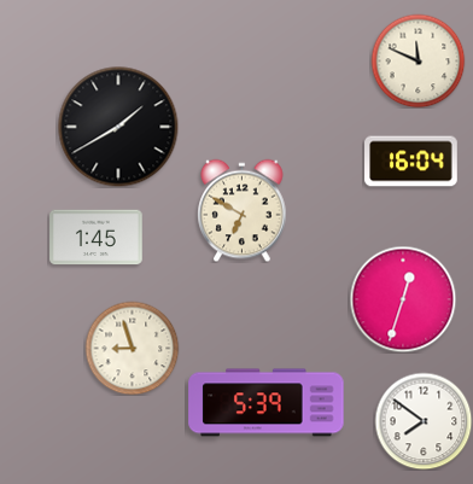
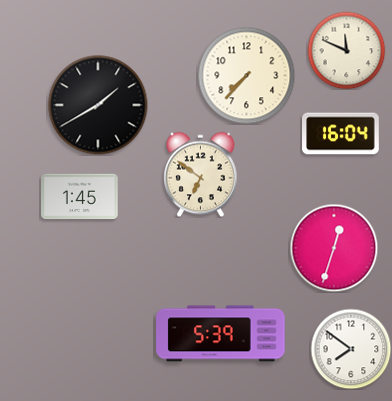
clock at (246, 75): none -> 7:37
clock at (243, 210): 6:50 -> 6:51
clock at (132, 348): 8:57 -> none
